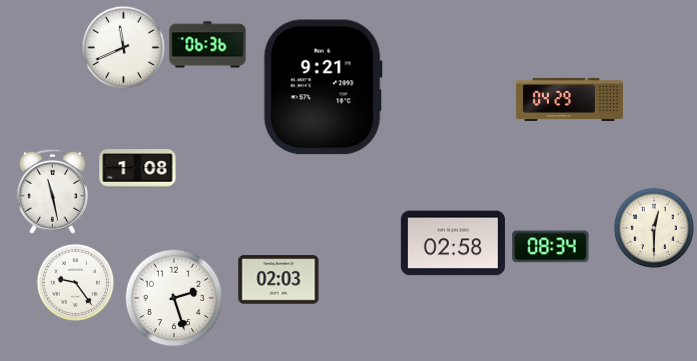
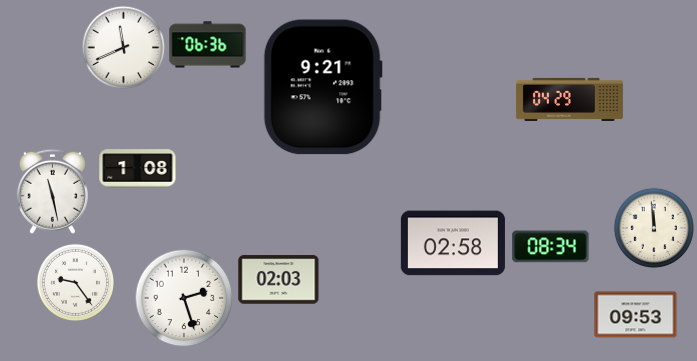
clock at (653, 227): 12:30 -> 11:59
clock at (174, 298) position: (174, 298) -> (184, 298)
clock at (636, 315): none -> 09:53
